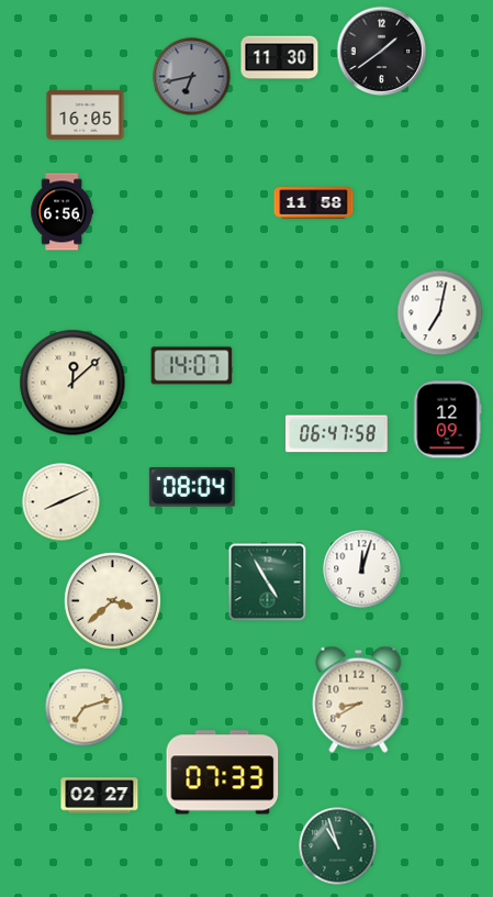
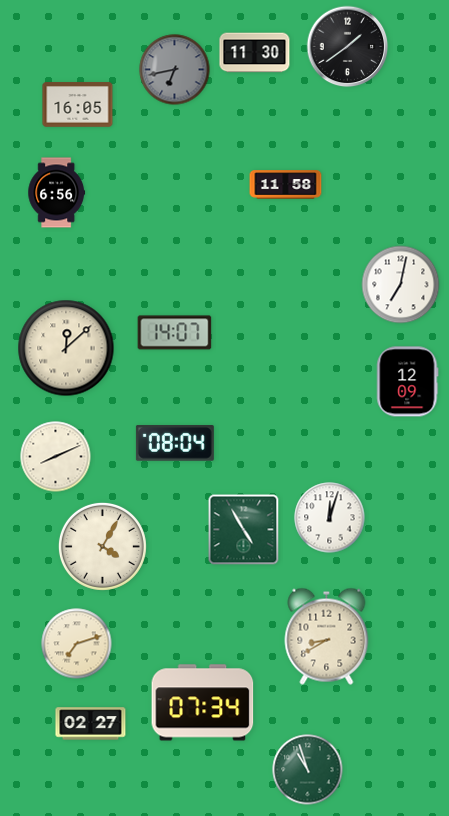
clock at (337, 434): 06:47 -> none
clock at (112, 600): 3:38 -> 4:05
clock at (223, 773): 07:33 -> 07:34
